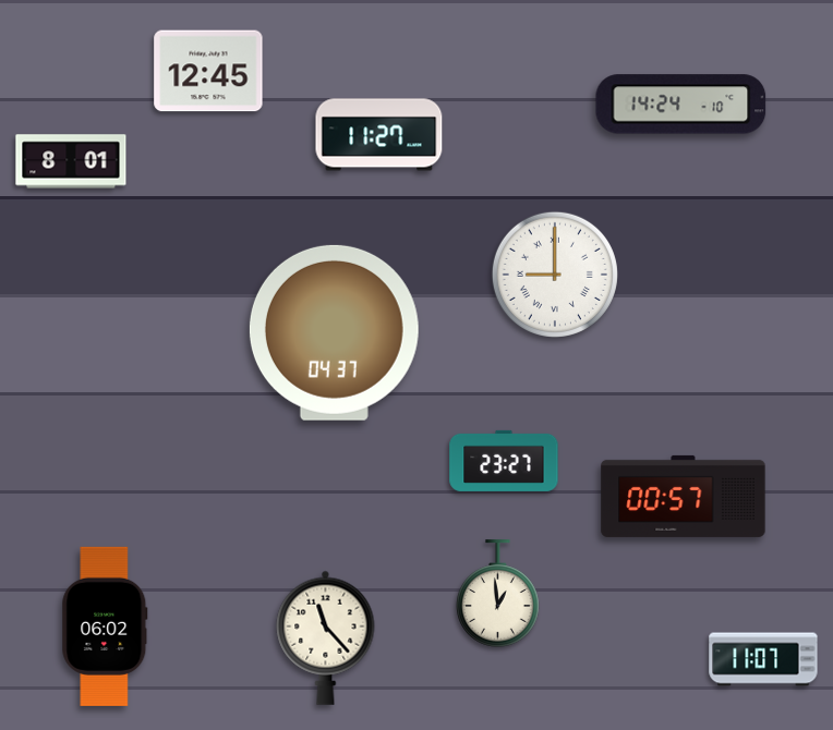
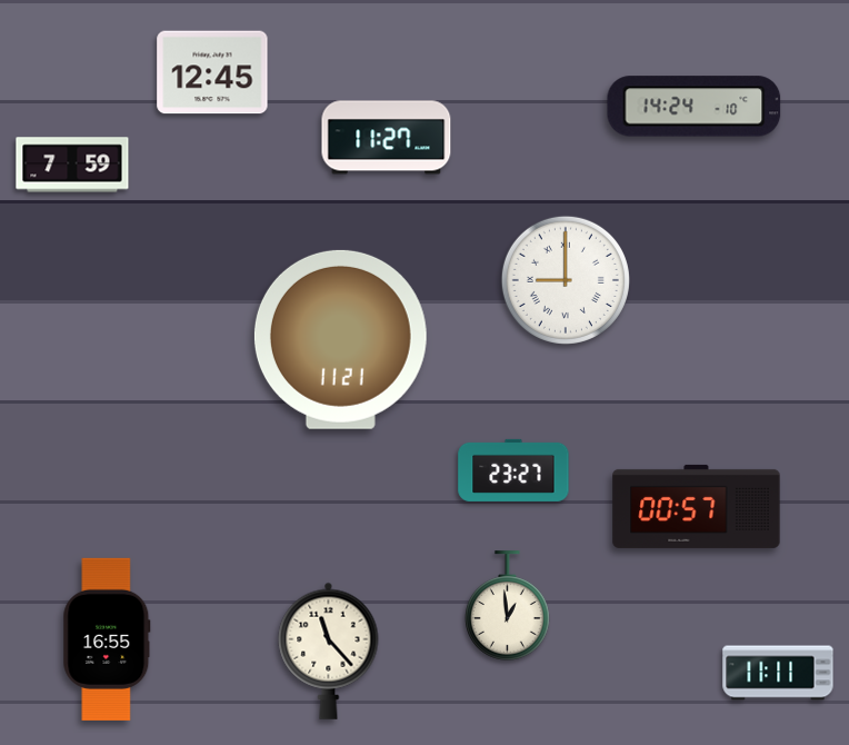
clock at (71, 161): 8:01 -> 7:59
clock at (334, 332): 04:37 -> 11:21
clock at (105, 626): 06:02 -> 16:55
clock at (326, 637) position: (326, 637) -> (329, 650)
clock at (763, 659): 11:07 -> 11:11
